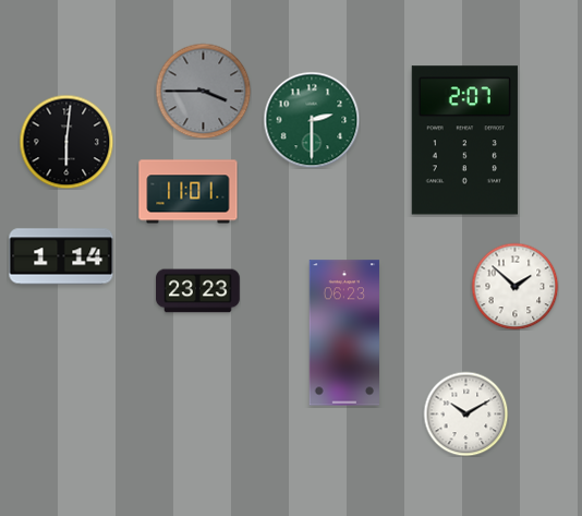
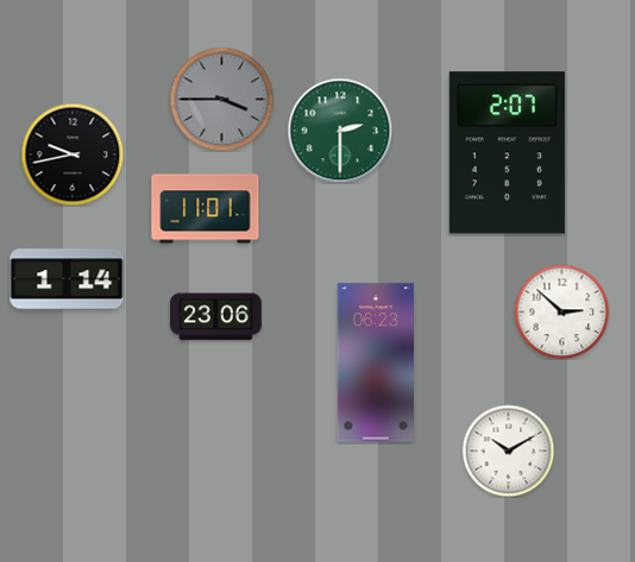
clock at (66, 142): 6:01 -> 9:43
clock at (514, 286): 1:52 -> 2:52
clock at (198, 291): 23:23 -> 23:06
